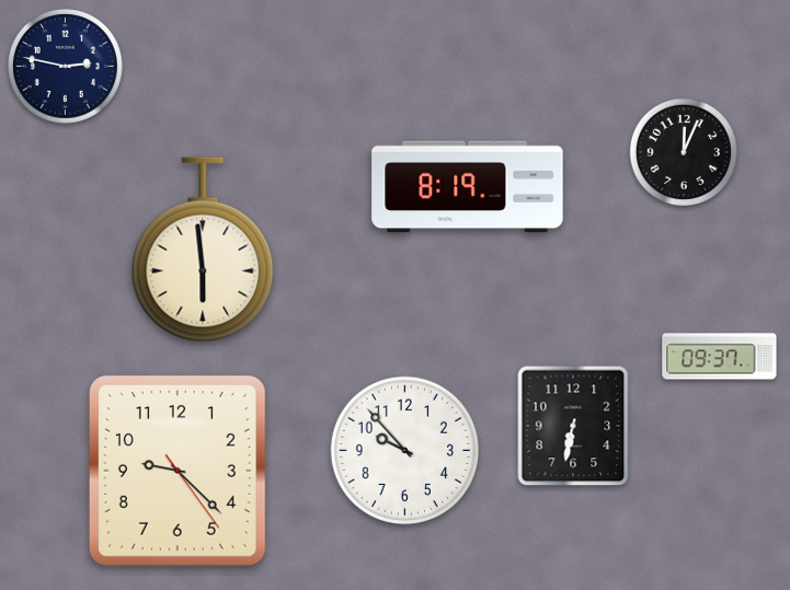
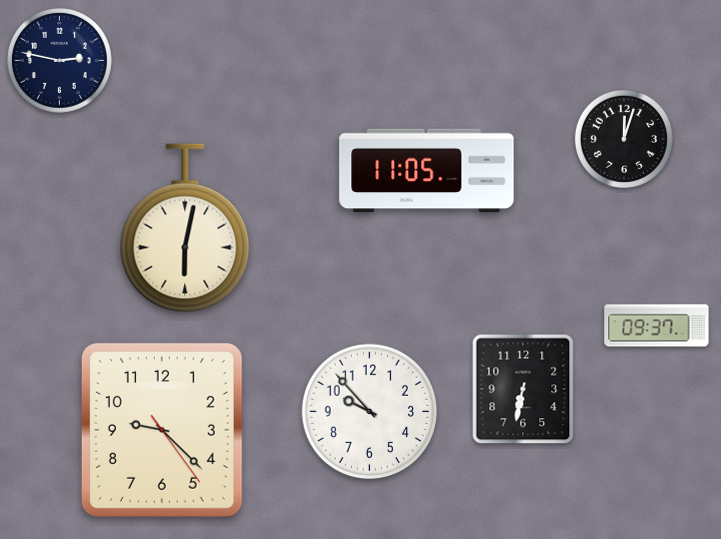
clock at (684, 152): 12:04 -> 12:03
clock at (468, 187): 8:19 -> 11:05
clock at (203, 250): 5:59 -> 6:02
